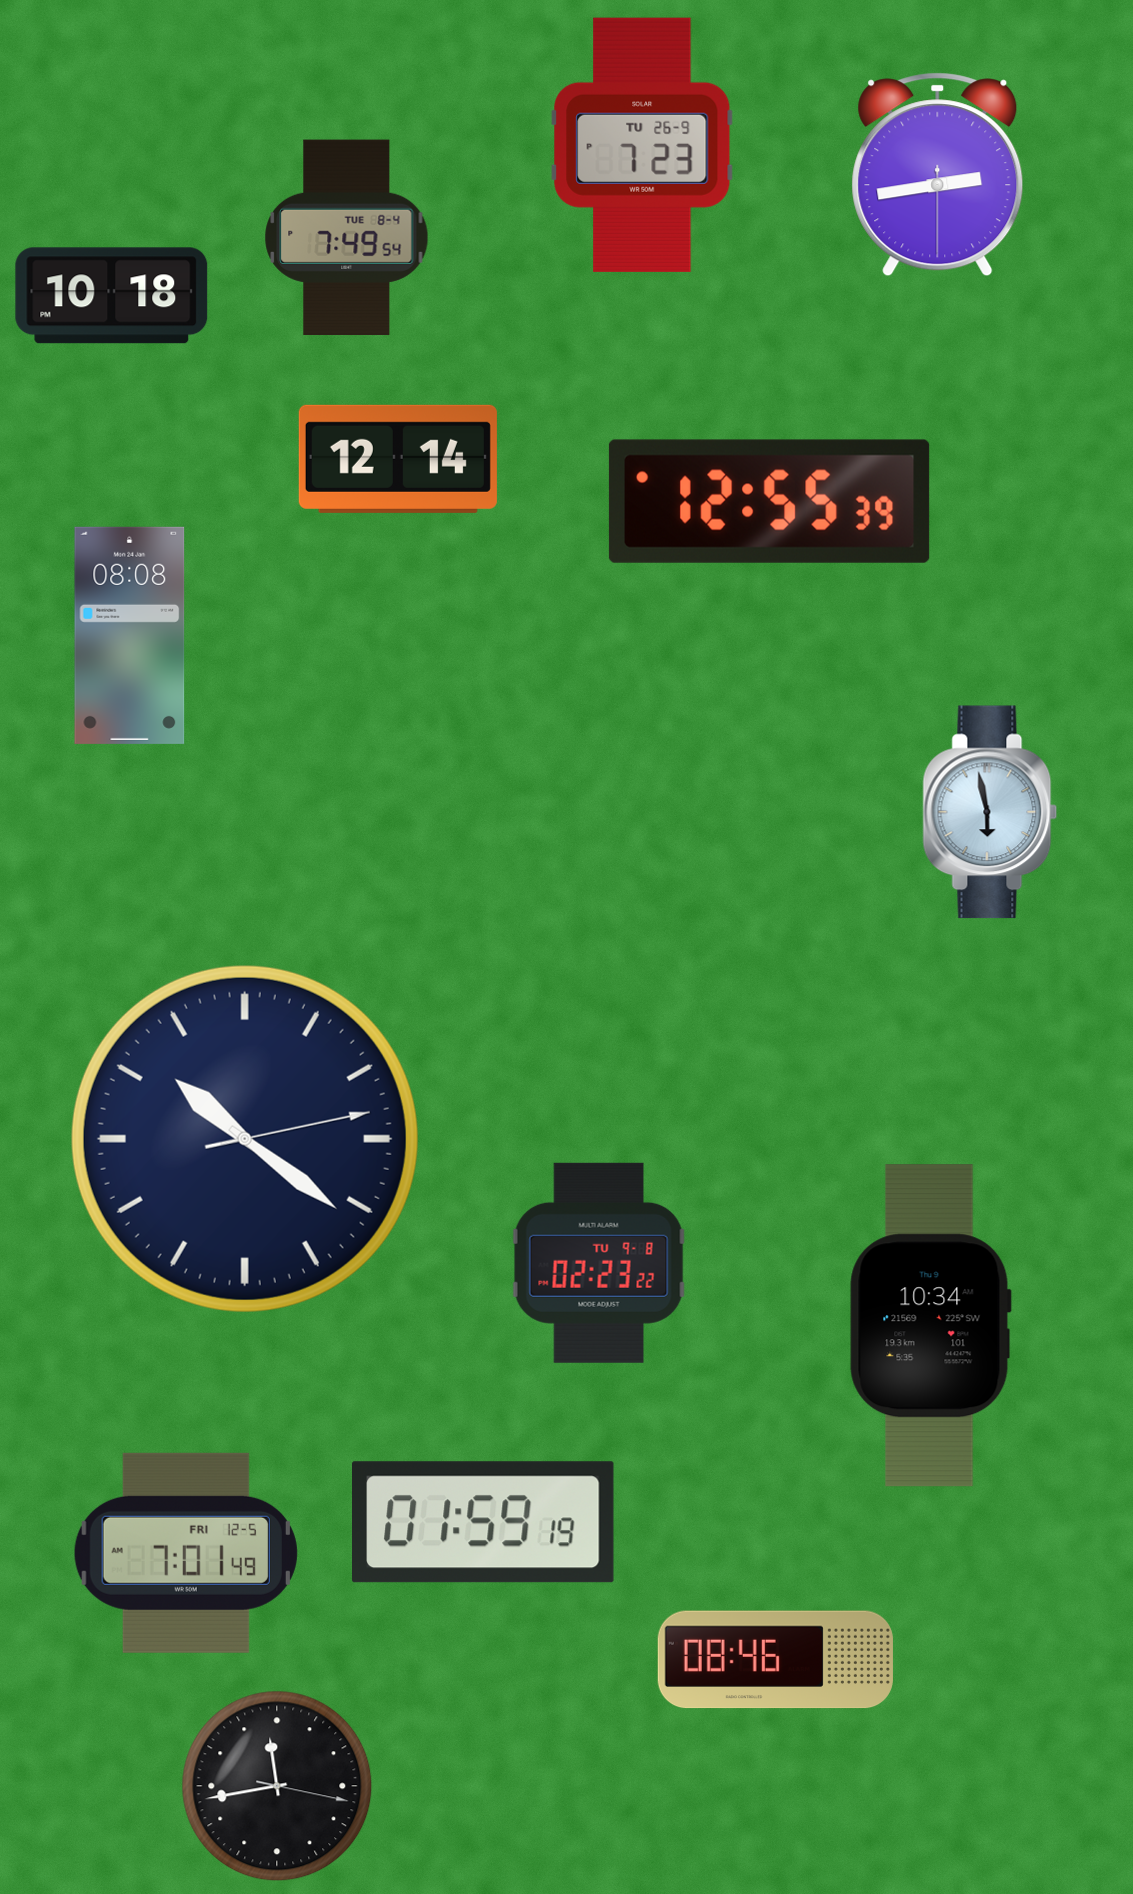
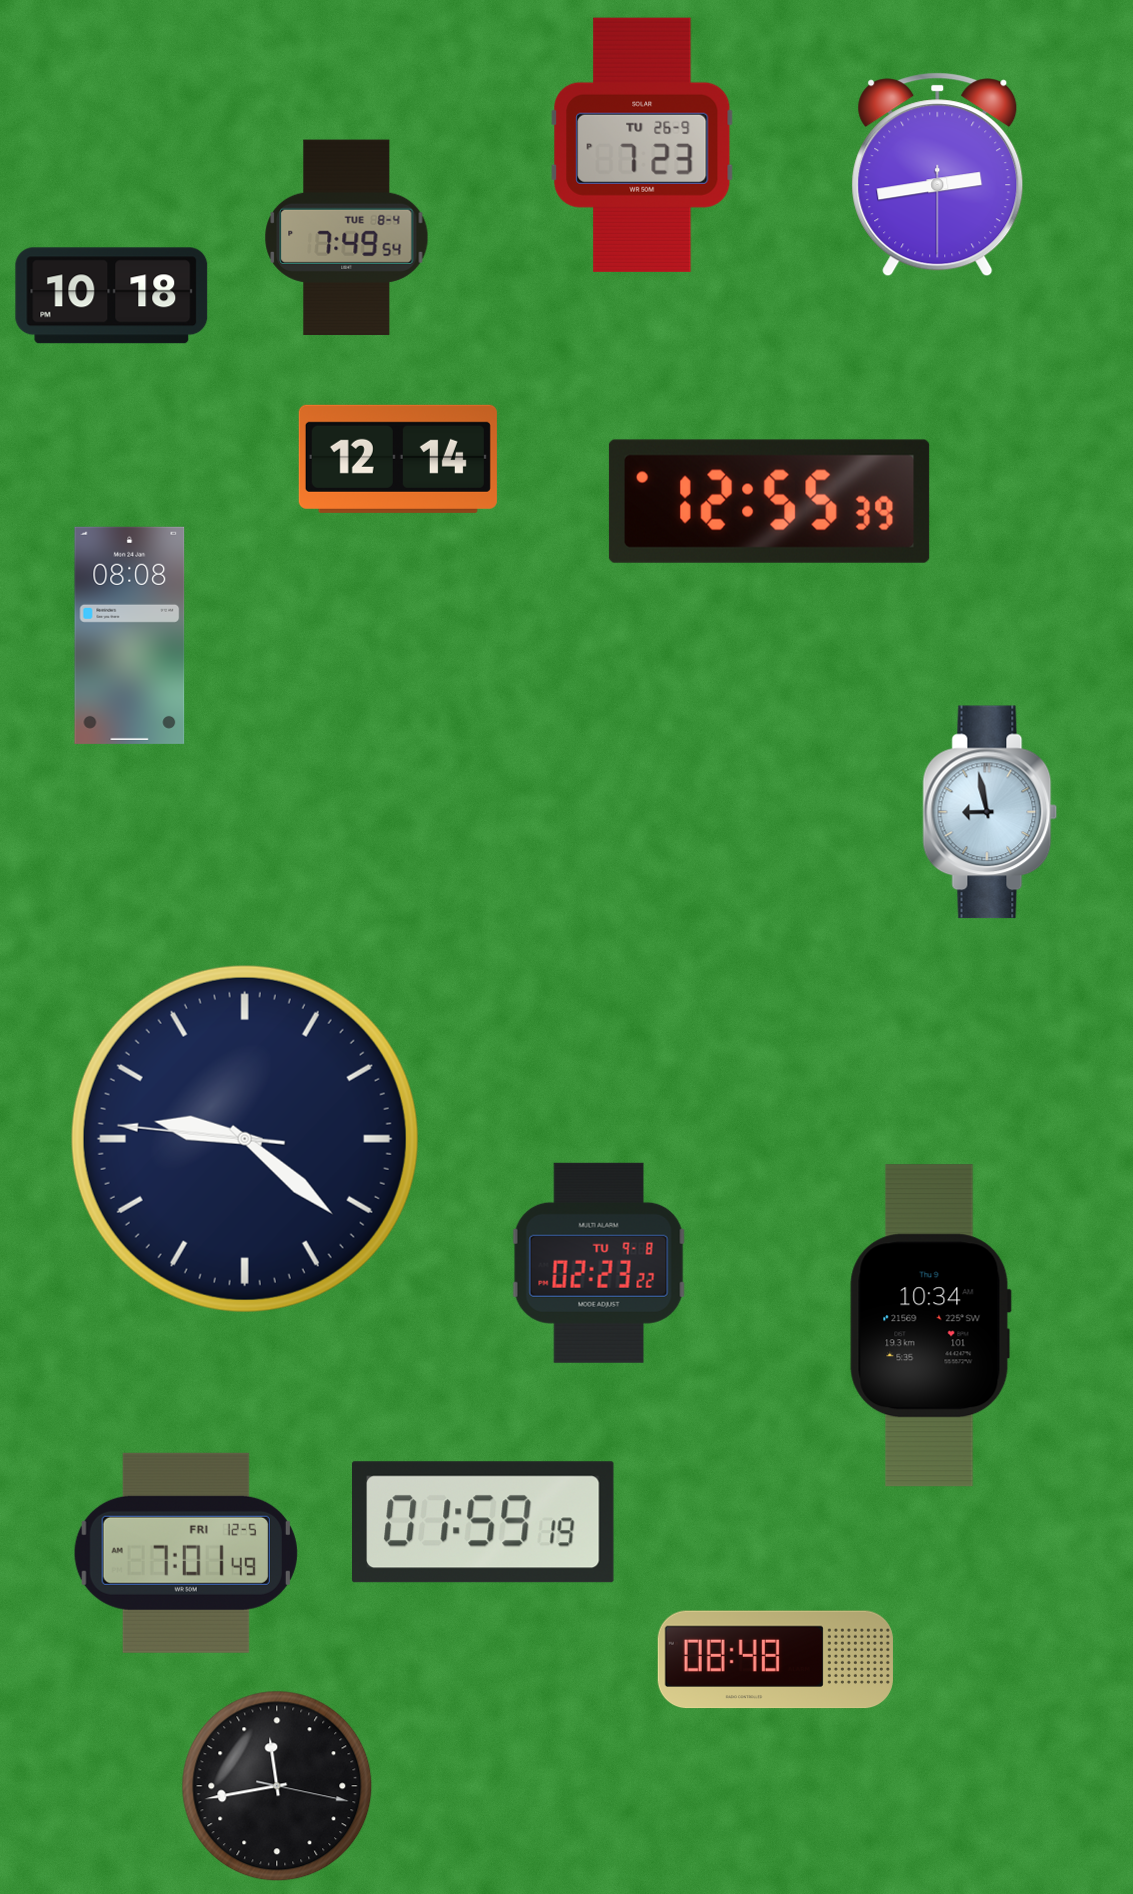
clock at (990, 812): 5:58 -> 8:58
clock at (245, 1139): 10:21 -> 9:21
clock at (775, 1660): 08:46 -> 08:48
